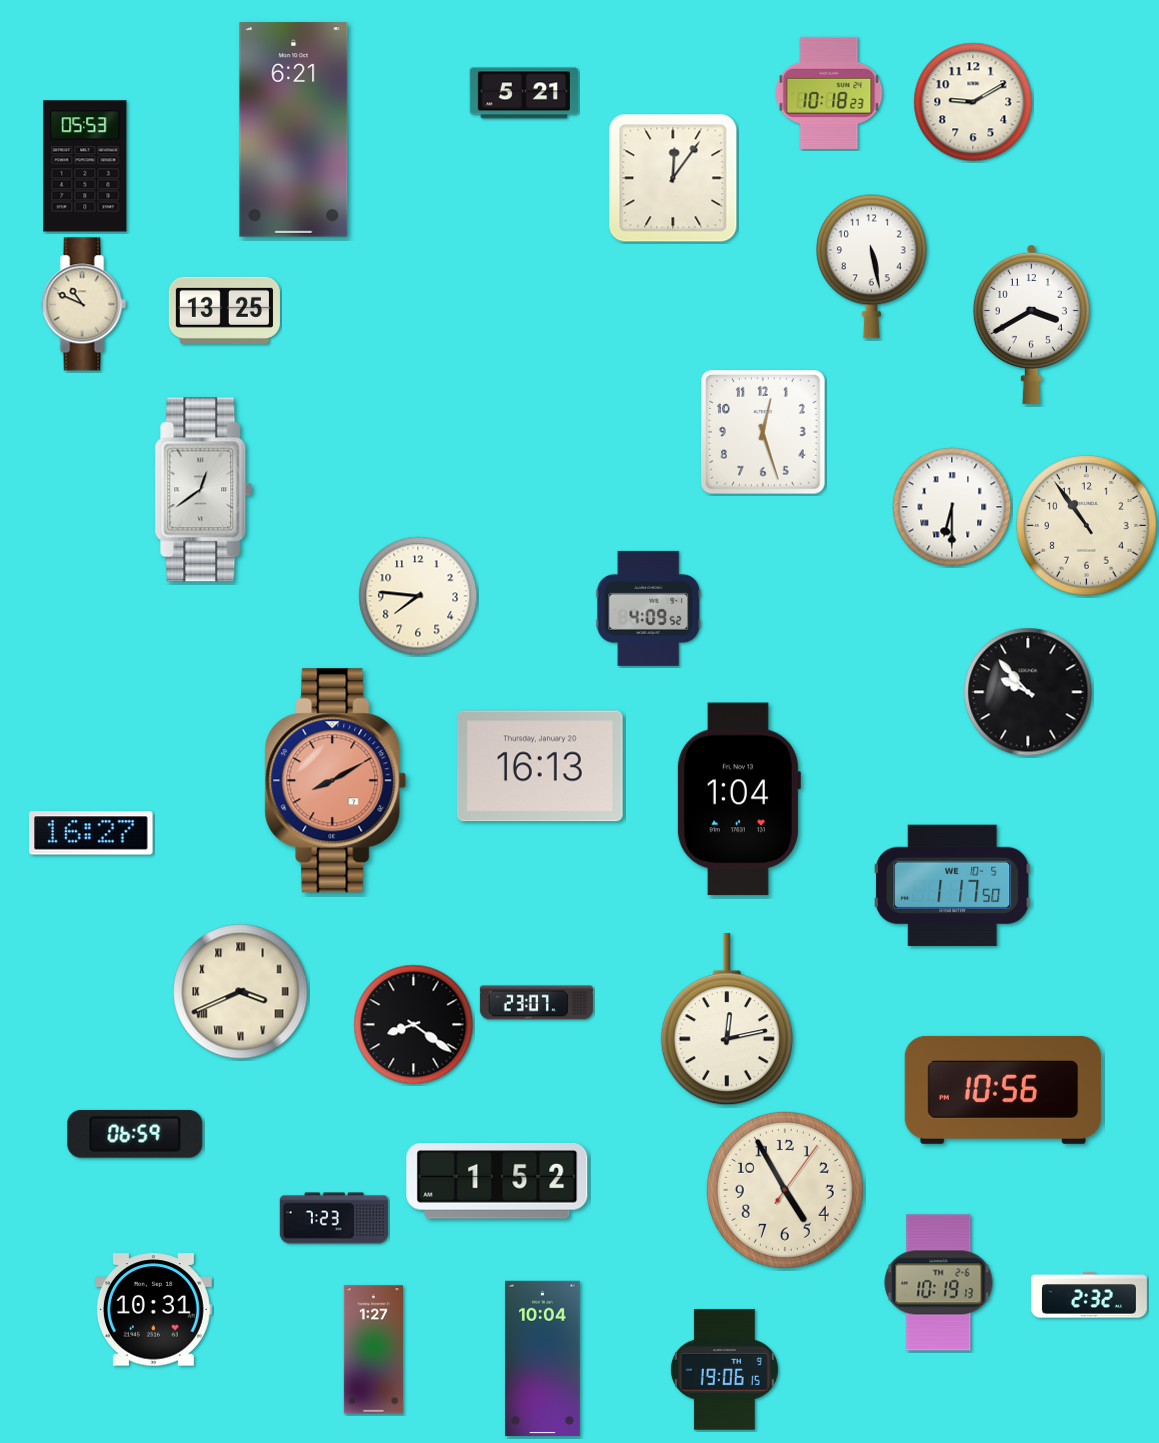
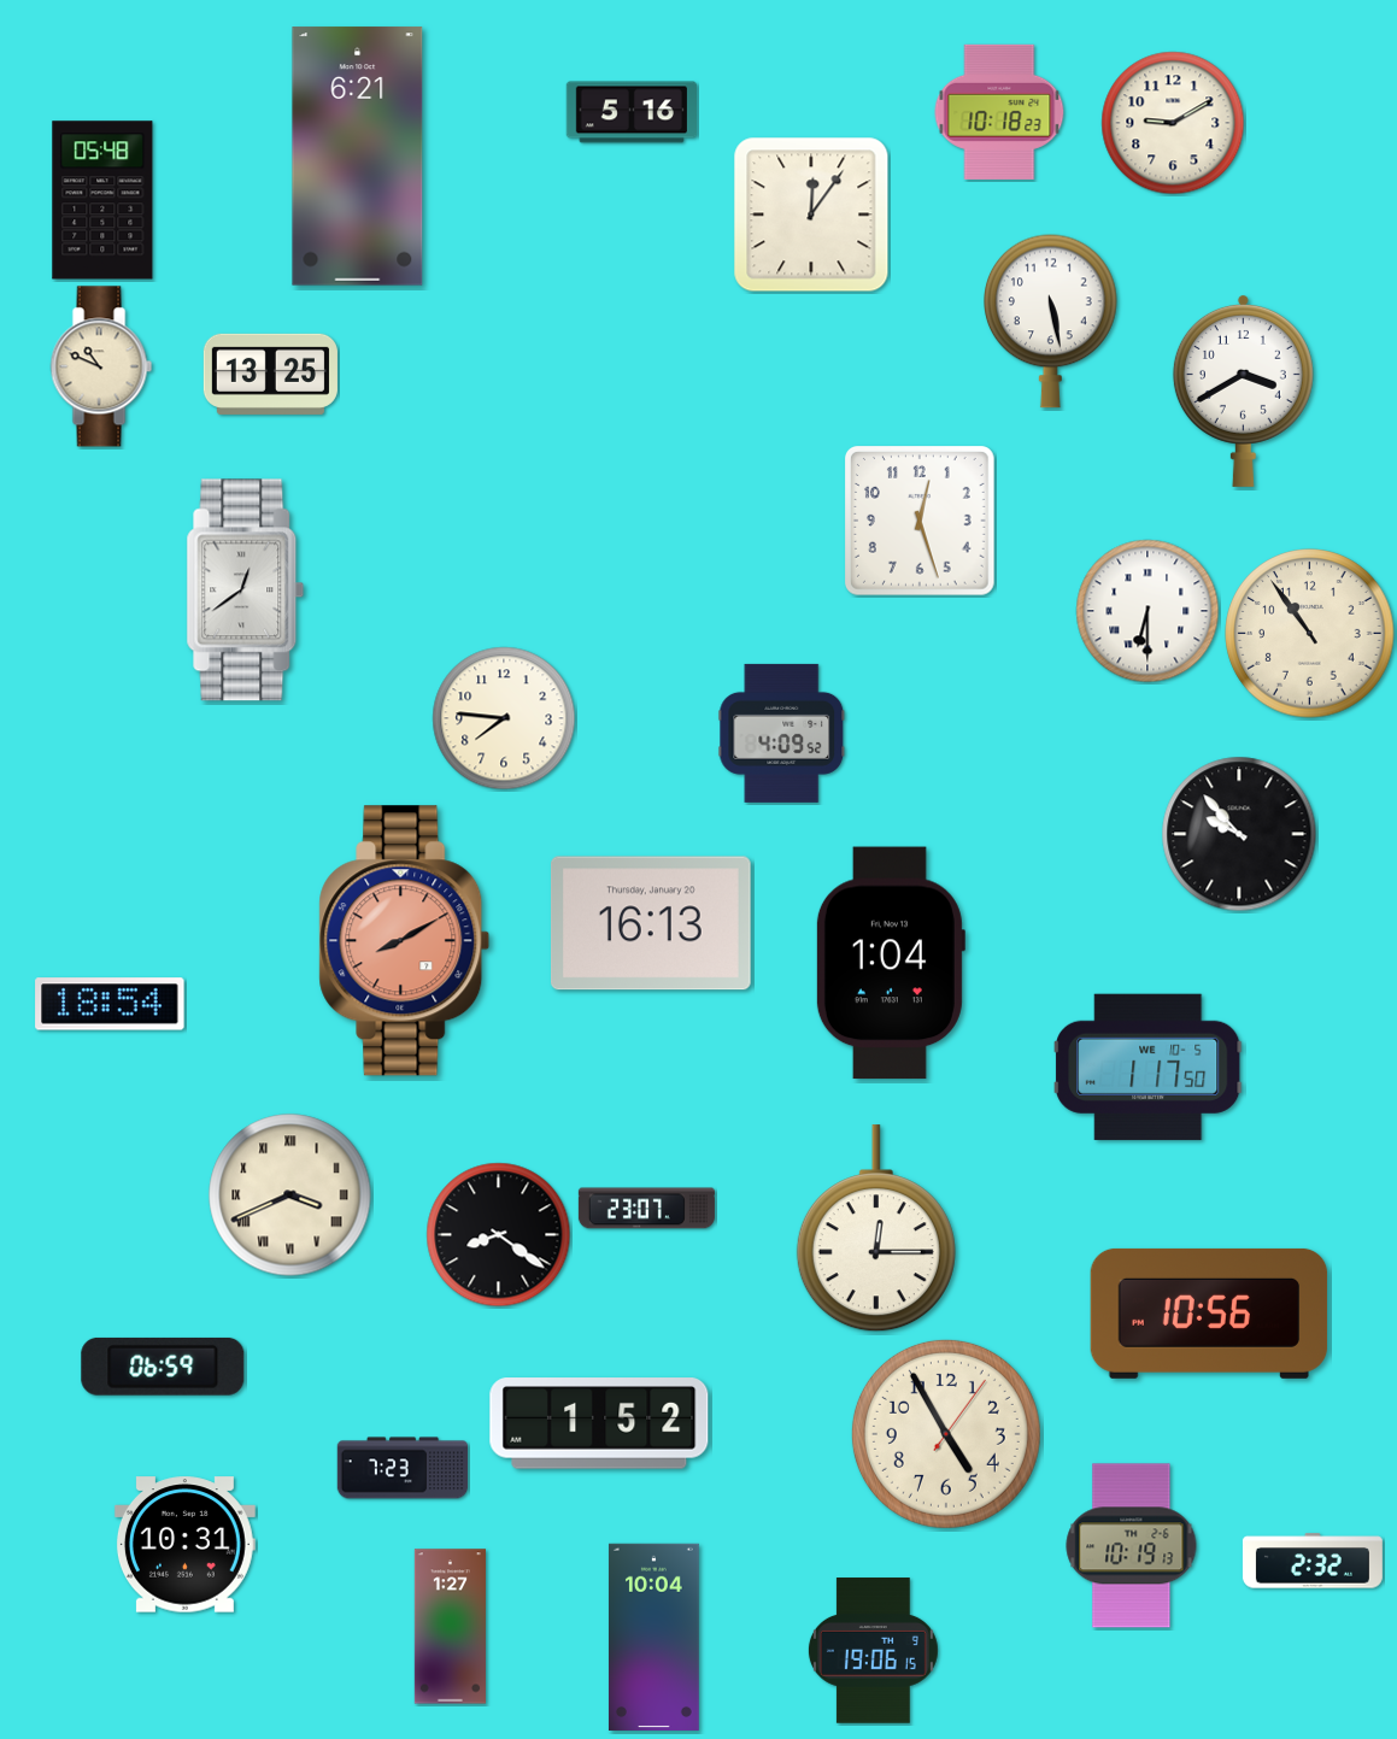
clock at (523, 93): 5:21 -> 5:16
clock at (294, 130) position: (294, 130) -> (358, 157)
clock at (85, 166): 05:53 -> 05:48
clock at (91, 833): 16:27 -> 18:54
clock at (727, 1020): 12:13 -> 12:15
clock at (153, 1310) position: (153, 1310) -> (184, 1545)
